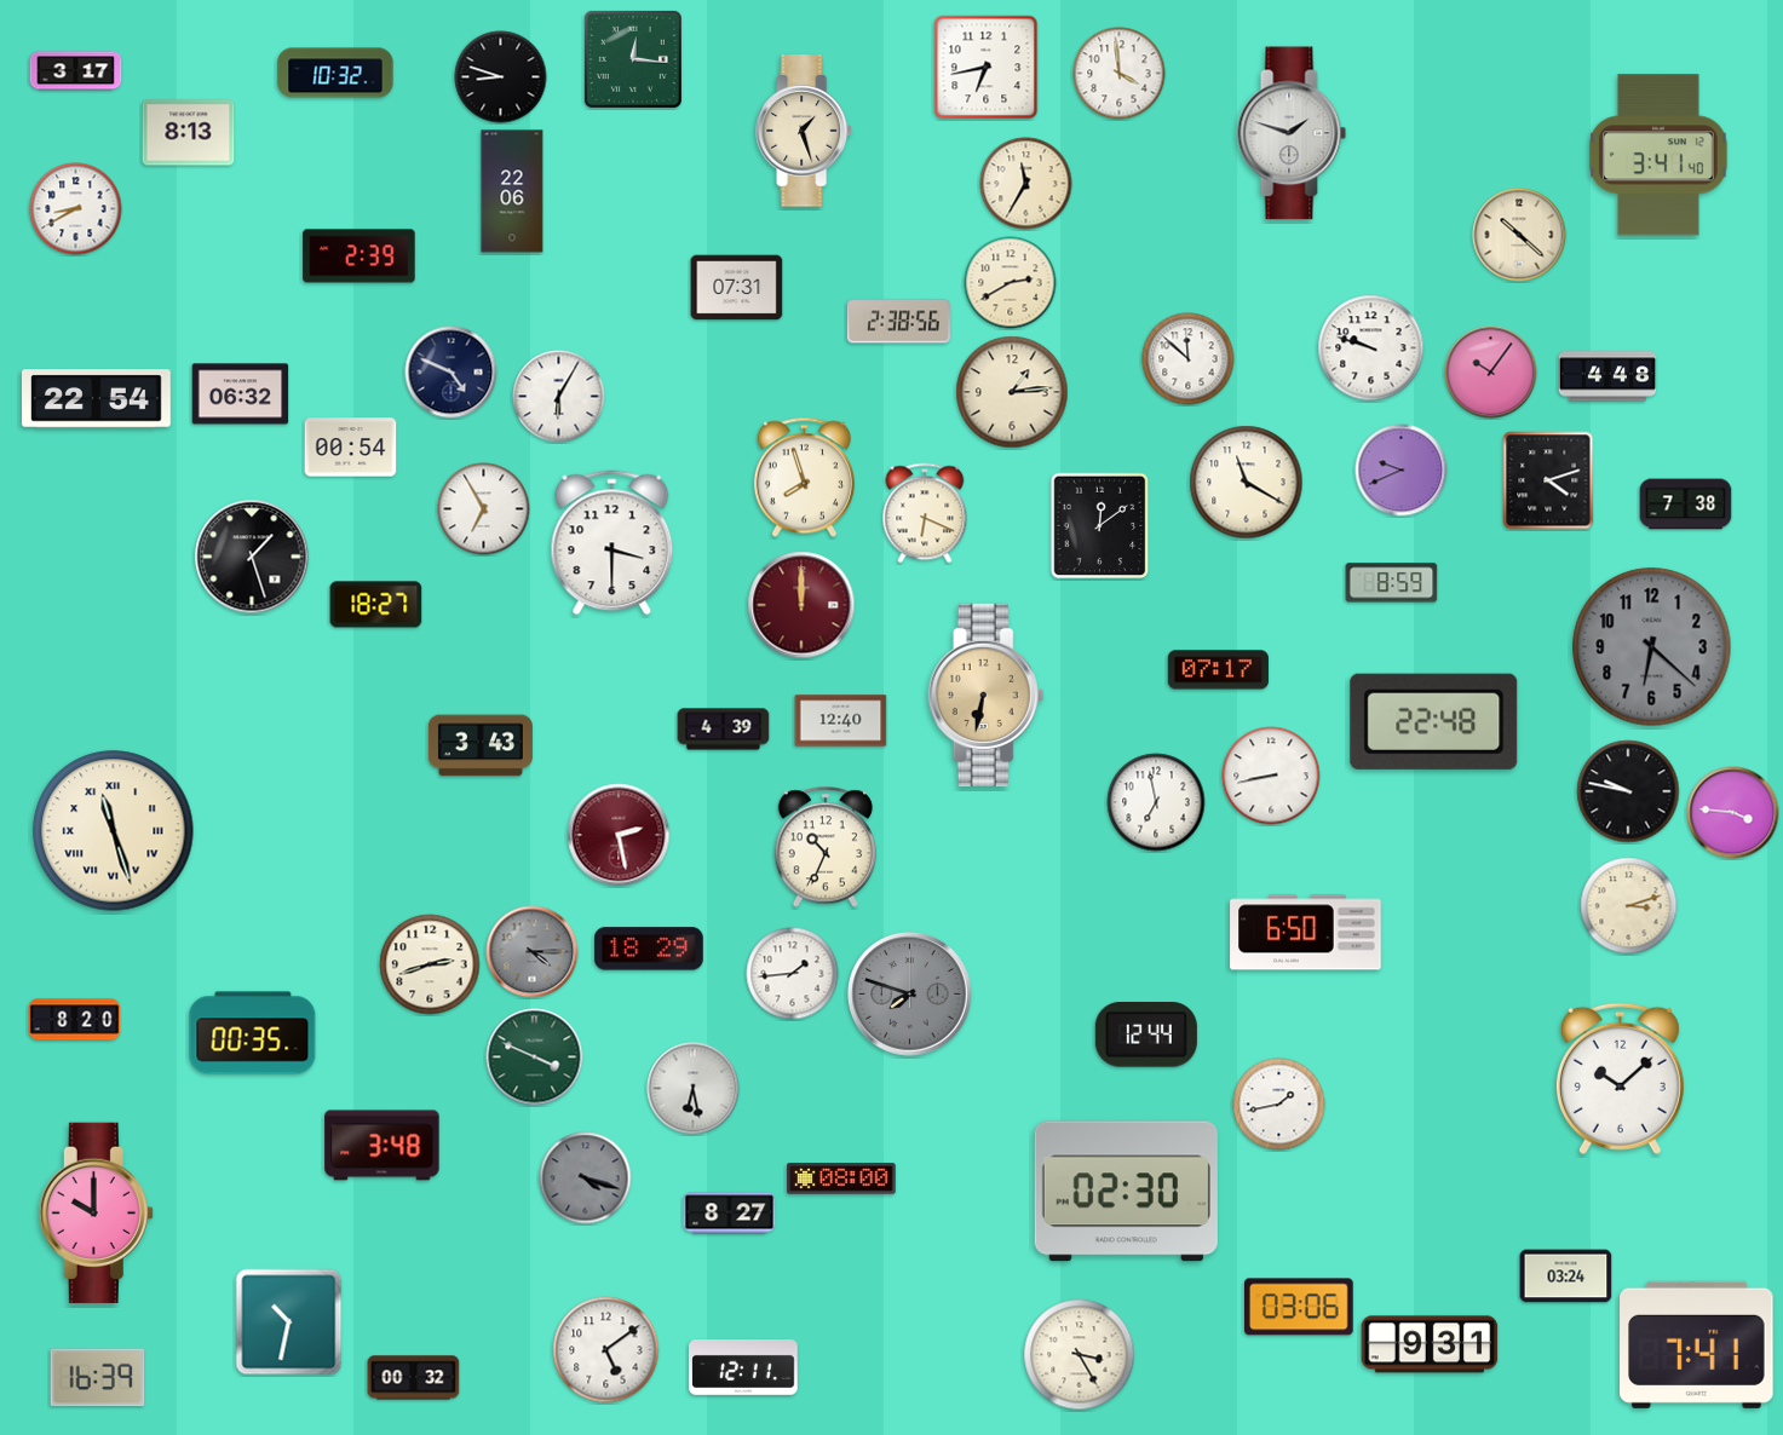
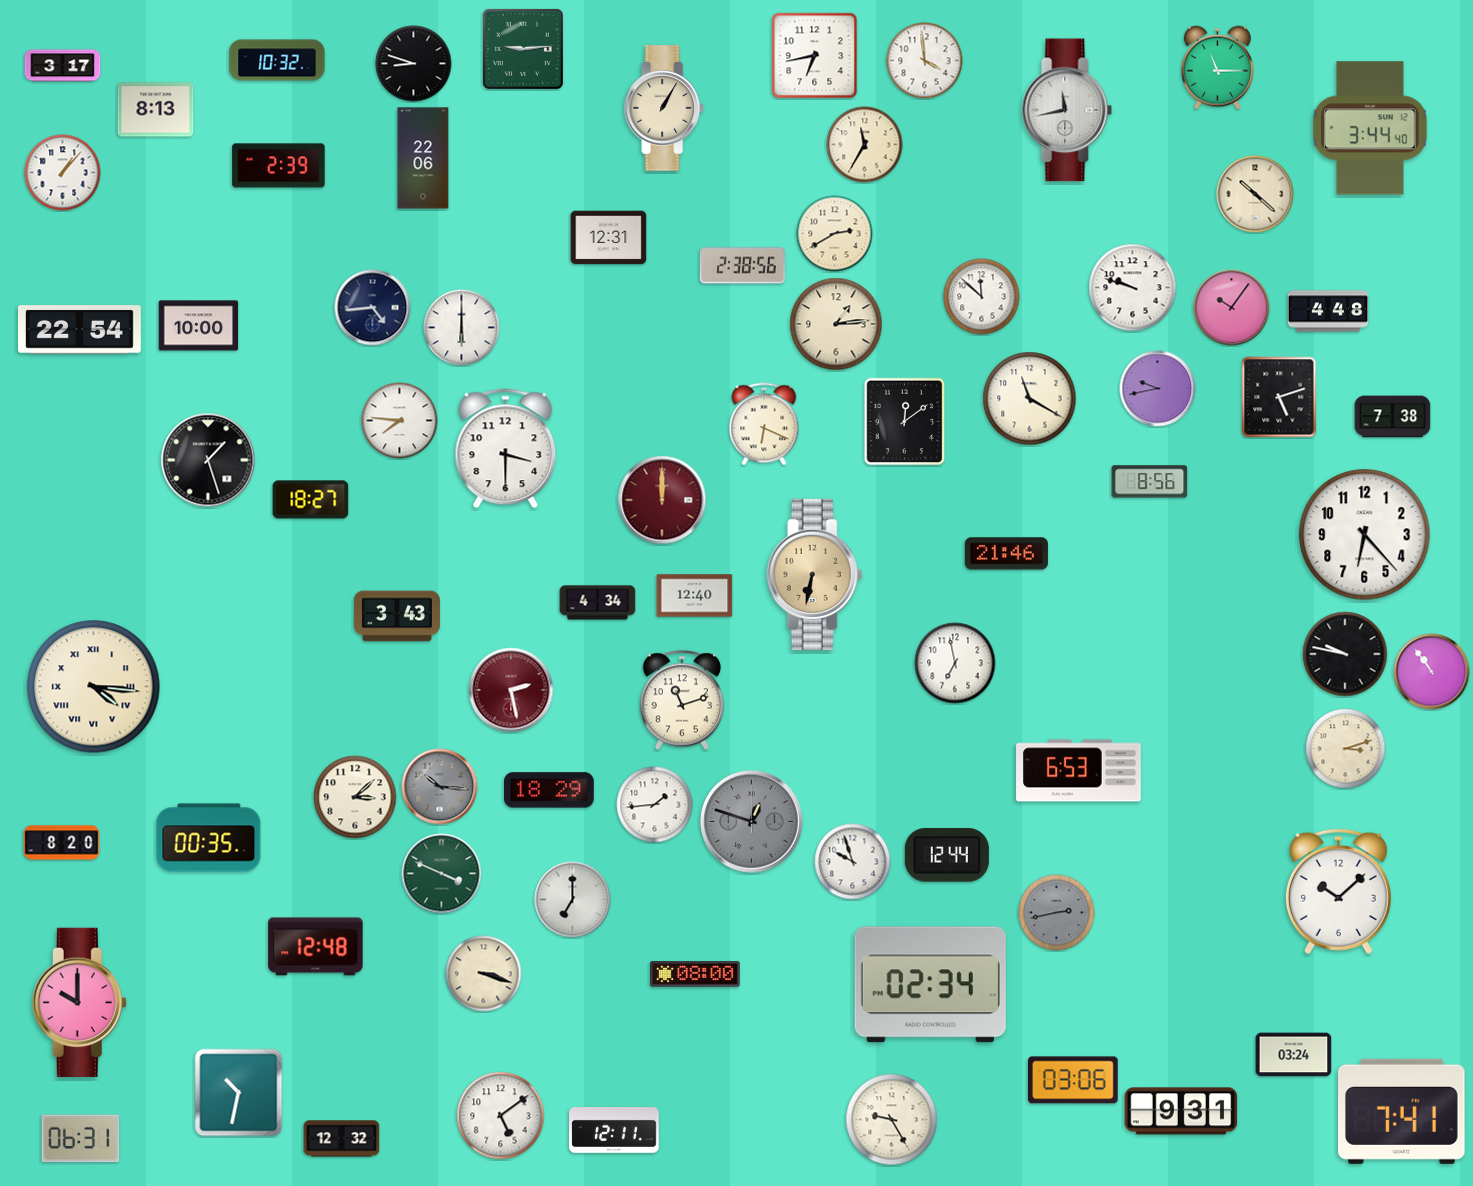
clock at (633, 59): 12:16 -> 9:14
clock at (76, 71) position: (76, 71) -> (63, 66)
clock at (1217, 68): none -> 11:15
clock at (805, 131): 1:27 -> 1:05
clock at (1292, 133): 1:48 -> 11:43
clock at (1658, 155): 3:41 -> 3:44
clock at (1026, 184) position: (1026, 184) -> (865, 145)
clock at (76, 209): 8:40 -> 1:07
clock at (360, 257) position: (360, 257) -> (279, 166)
clock at (737, 288): 07:31 -> 12:31
clock at (451, 373): 4:49 -> 4:44
clock at (241, 394): 06:32 -> 10:00
clock at (559, 397): 6:05 -> 6:00
clock at (351, 448): 00:54 -> none
clock at (1402, 471): 9:41 -> 9:43
clock at (804, 478): 7:57 -> none
clock at (1548, 480): 4:12 -> 5:12
clock at (484, 509): 6:55 -> 7:46
clock at (1100, 526) position: (1100, 526) -> (905, 422)
clock at (1392, 583): 8:59 -> 8:56
clock at (1652, 647): 6:22 -> 6:23
clock at (1652, 647) dial: grey -> white
clock at (1218, 670): 07:17 -> 21:46
clock at (1434, 721): 22:48 -> none
clock at (724, 730): 4:39 -> 4:34
clock at (1271, 776): 8:43 -> none
clock at (1733, 813): 3:46 -> 10:54
clock at (114, 831): 11:27 -> 4:16
clock at (824, 847): 10:34 -> 11:12
clock at (1306, 933): 6:50 -> 6:53
clock at (650, 949) position: (650, 949) -> (550, 790)
clock at (533, 952): 4:15 -> 10:16
clock at (430, 964): 2:42 -> 3:08
clock at (910, 995): 7:48 -> 12:48
clock at (253, 1033) position: (253, 1033) -> (209, 838)
clock at (853, 862): none -> 9:57
clock at (694, 1089): 6:28 -> 7:00
clock at (1279, 1105): 1:43 -> 2:43
clock at (1279, 1105) dial: white -> grey
clock at (383, 1146): 3:48 -> 12:48
clock at (586, 1178): 4:18 -> 3:18
clock at (586, 1178) dial: grey -> cream
clock at (1126, 1192): 02:30 -> 02:34
clock at (730, 1214): 8:27 -> none
clock at (1080, 1355): 3:25 -> 9:25
clock at (98, 1378): 16:39 -> 06:31
clock at (414, 1378): 00:32 -> 12:32
